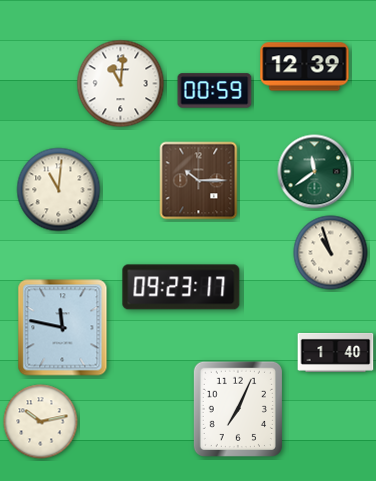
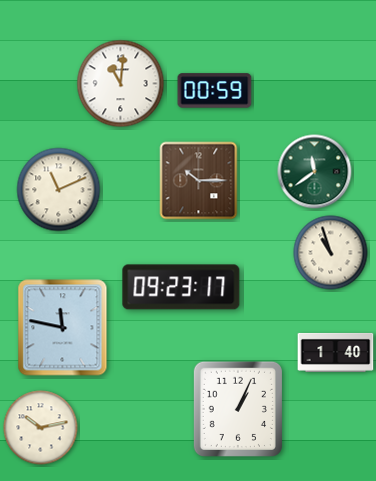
clock at (305, 67): 12:39 -> none
clock at (59, 190): 11:01 -> 11:11
clock at (238, 409): 7:04 -> 1:04
clock at (41, 422) position: (41, 422) -> (41, 428)
